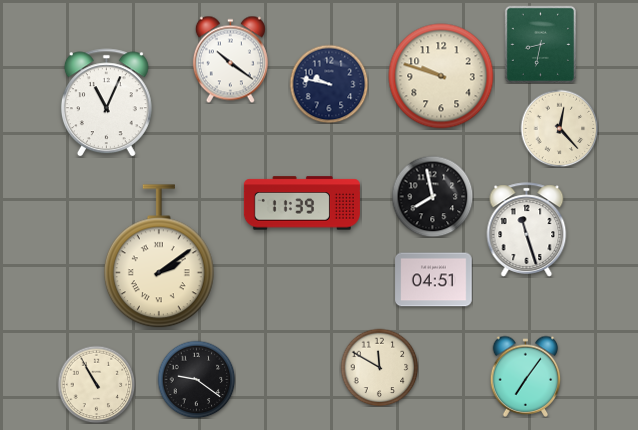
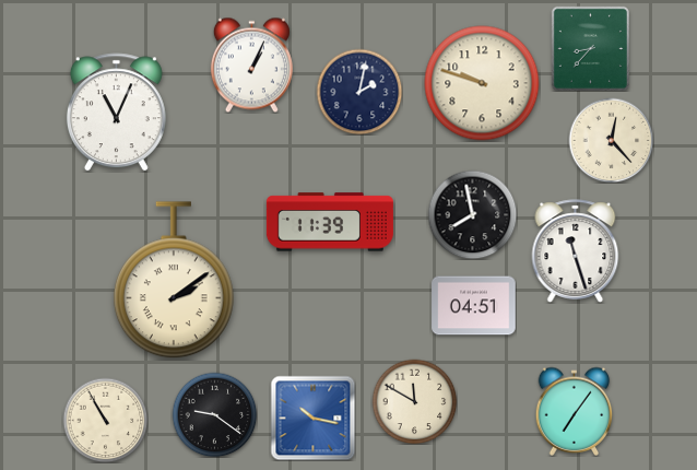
clock at (540, 44): 8:32 -> 8:37
clock at (230, 59): 10:21 -> 1:04
clock at (329, 84): 9:47 -> 2:02
clock at (312, 418): none -> 10:17
